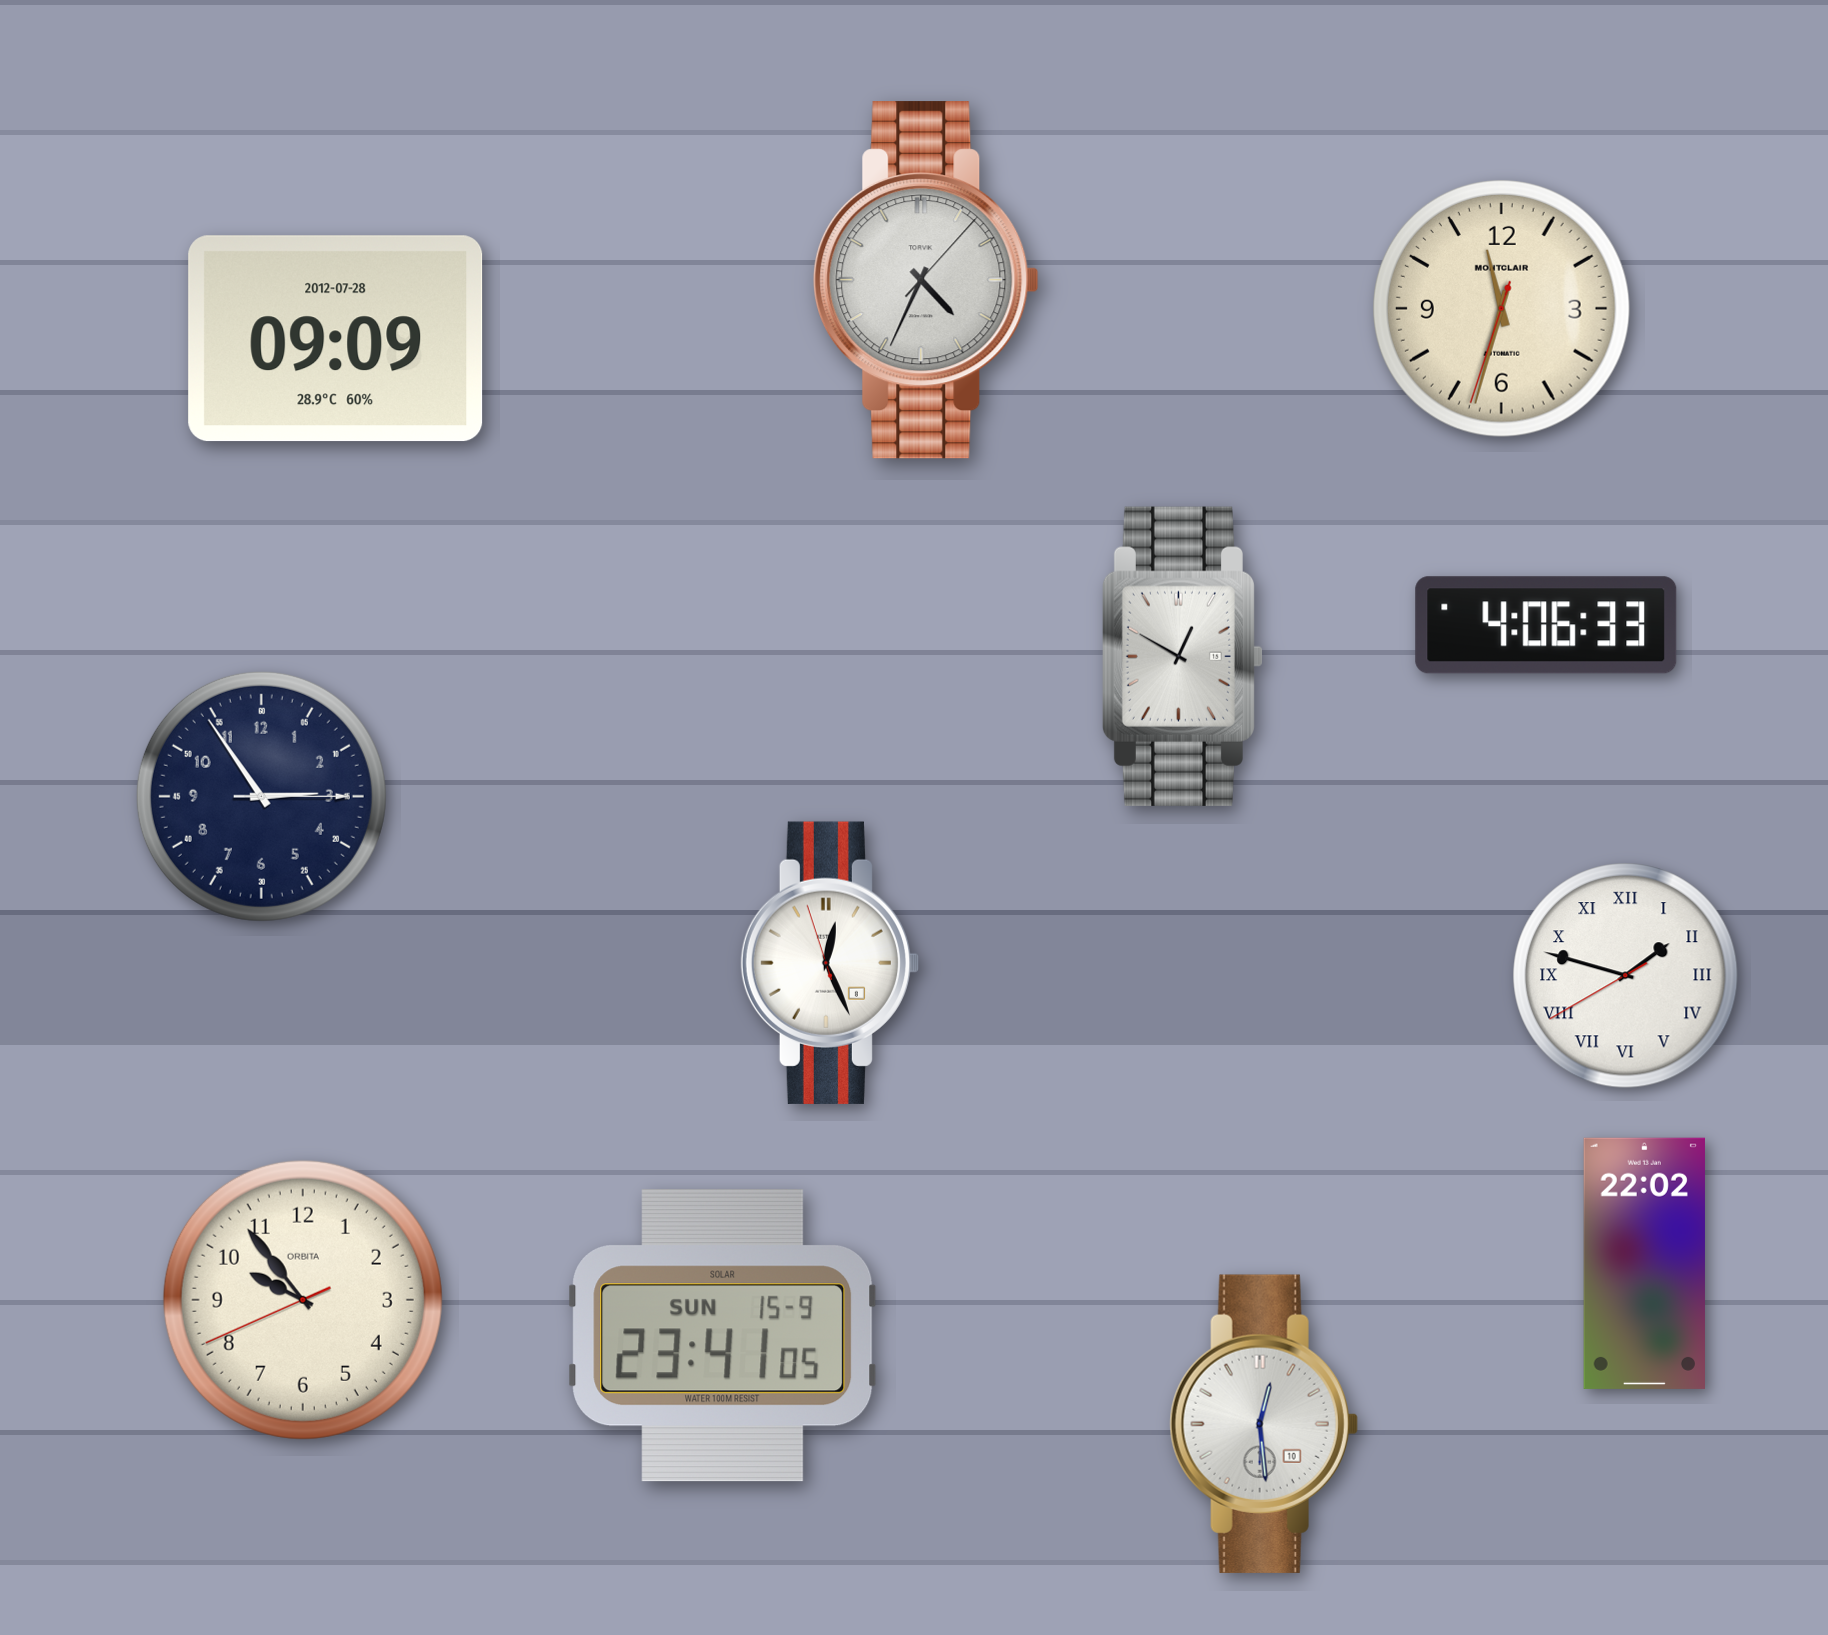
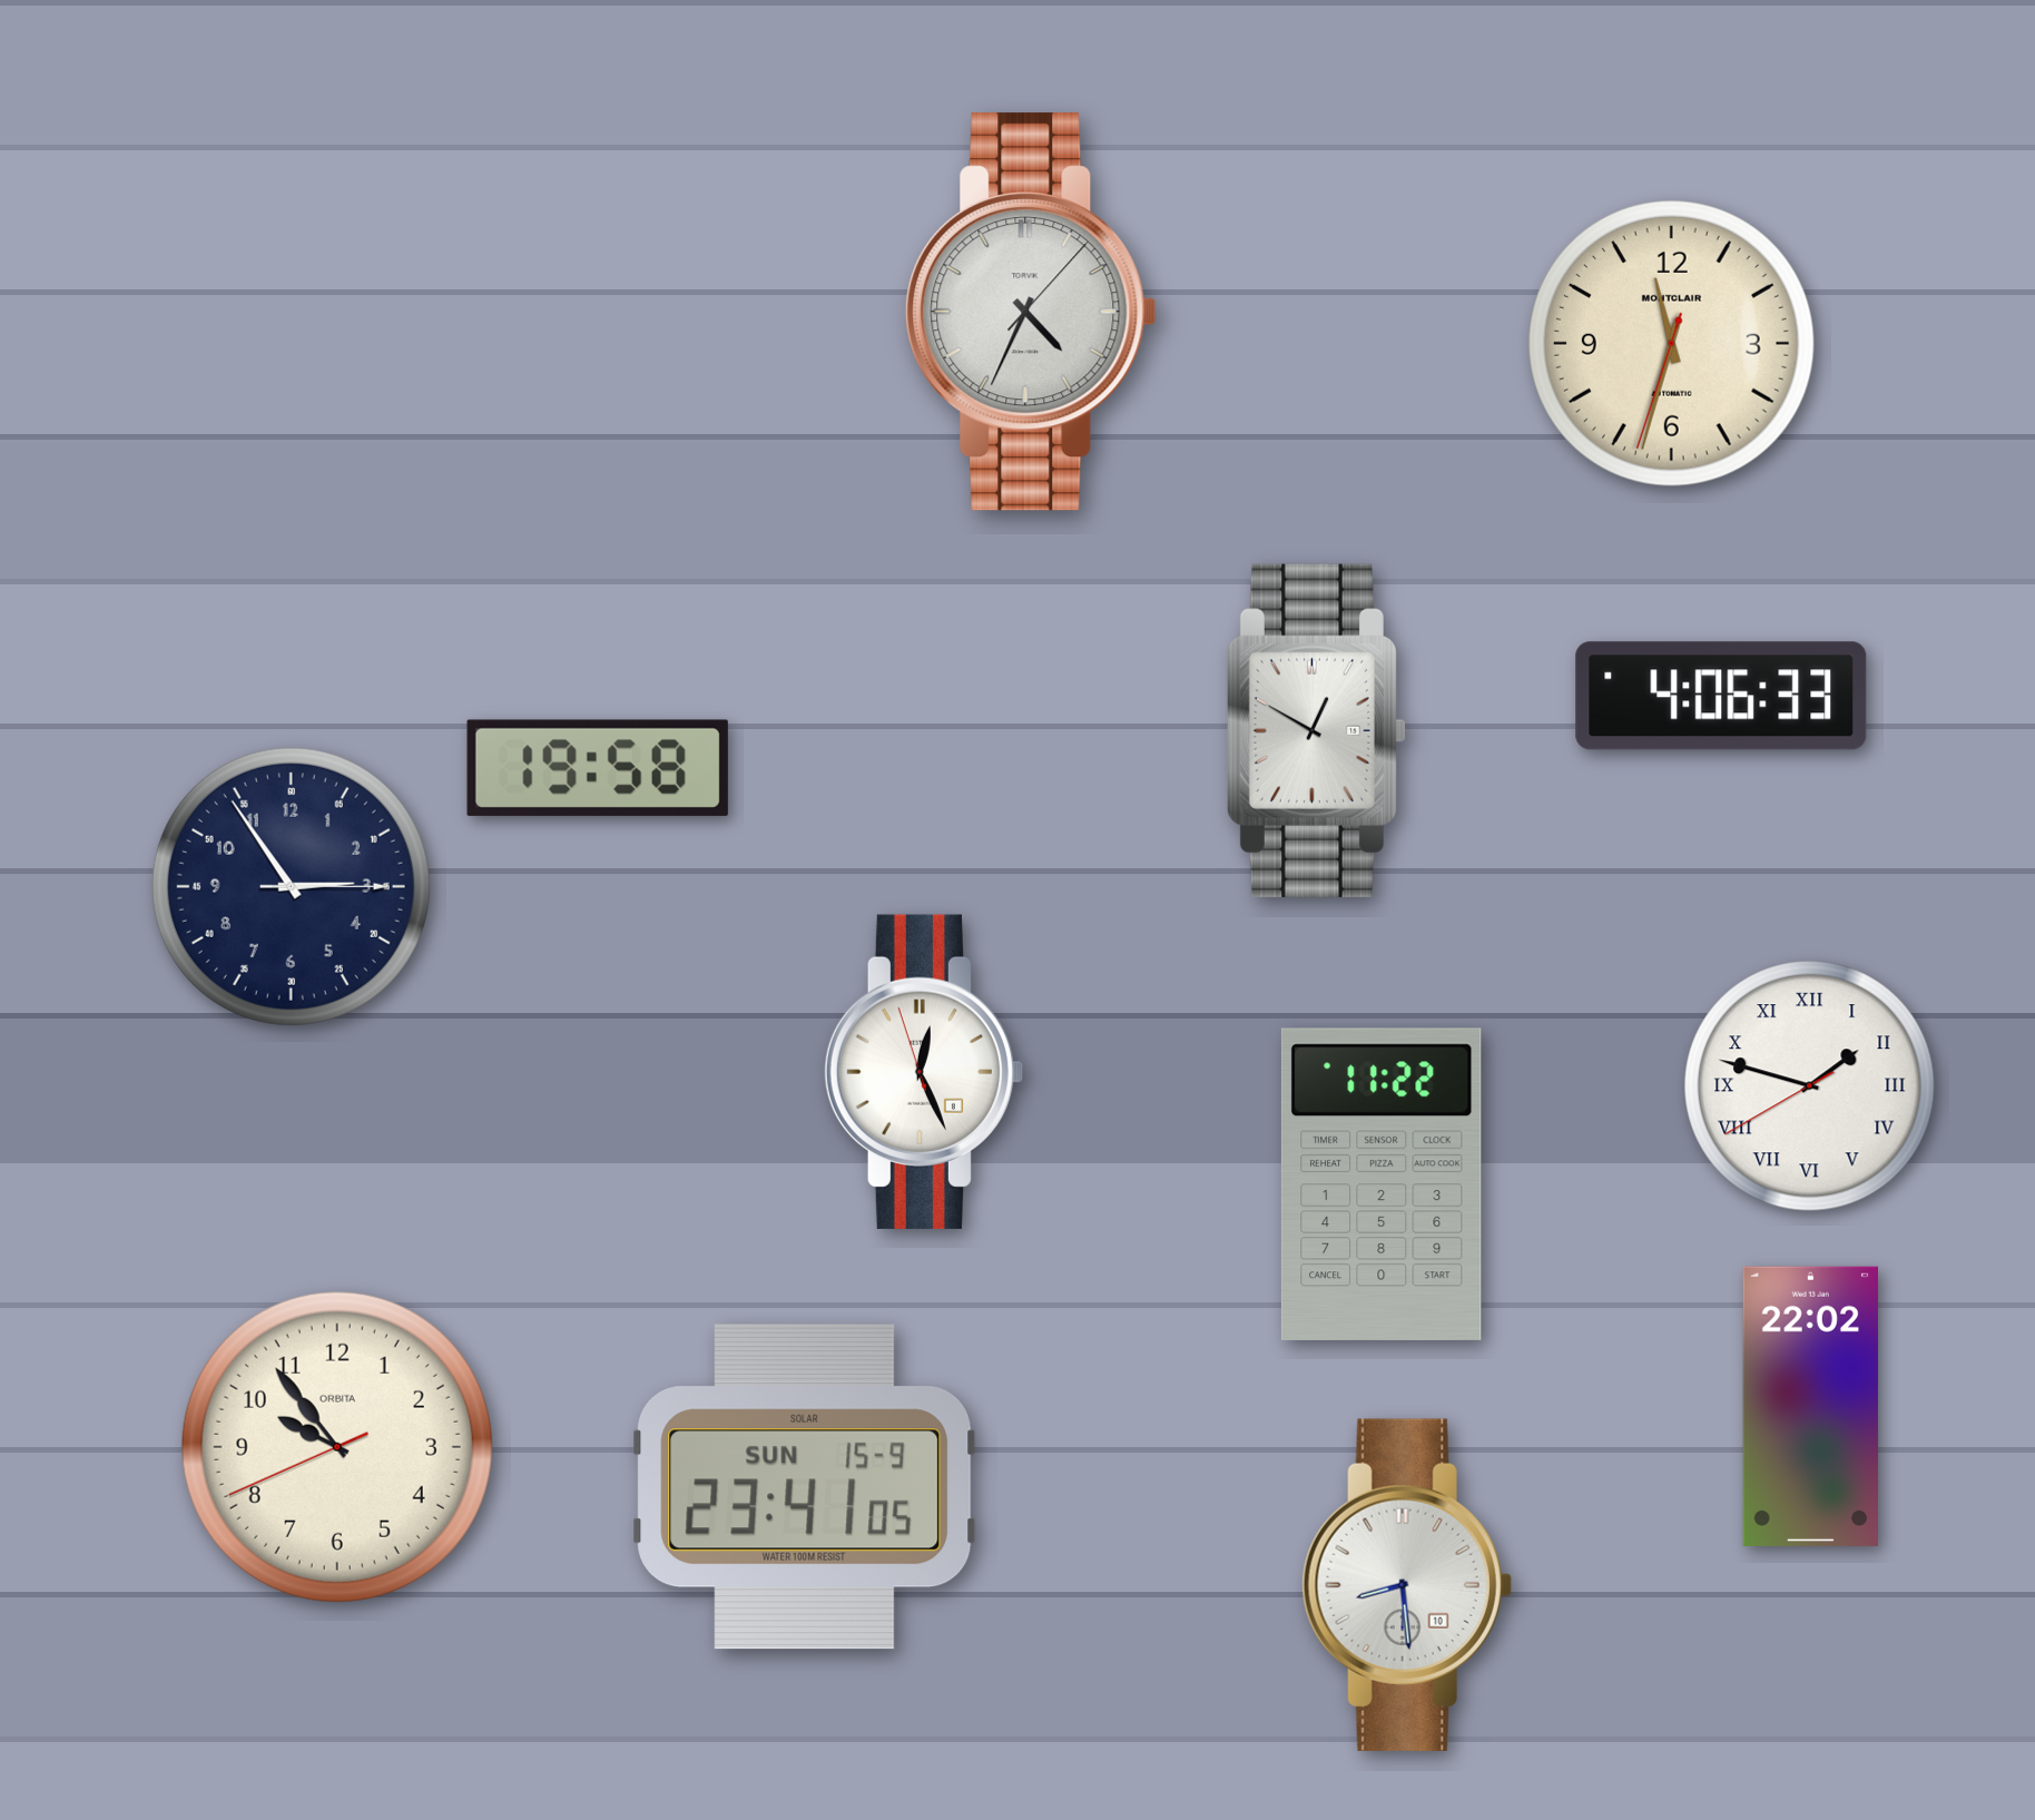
clock at (336, 339): 09:09 -> none
clock at (598, 768): none -> 19:58
clock at (1382, 1184): none -> 11:22
clock at (1644, 1263) position: (1644, 1263) -> (1810, 1406)
clock at (1264, 1424): 12:29 -> 8:29
